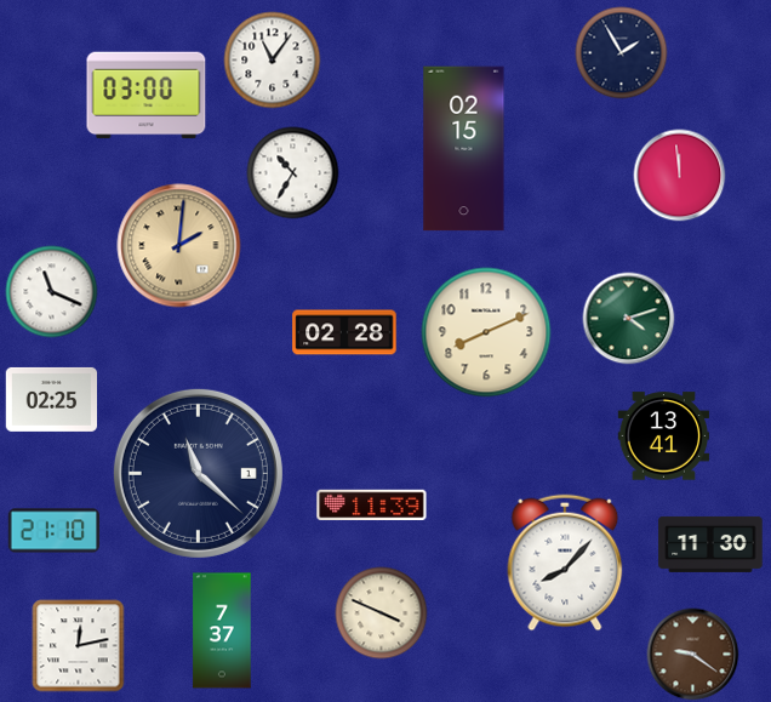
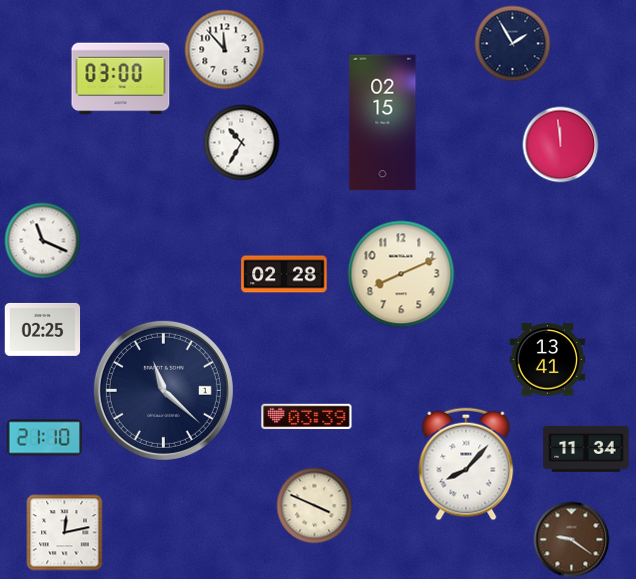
clock at (273, 61): 11:06 -> 11:53
clock at (179, 246): 2:01 -> none
clock at (629, 319): 4:12 -> none
clock at (372, 504): 11:39 -> 03:39
clock at (710, 544): 11:30 -> 11:34
clock at (222, 630): 7:37 -> none
